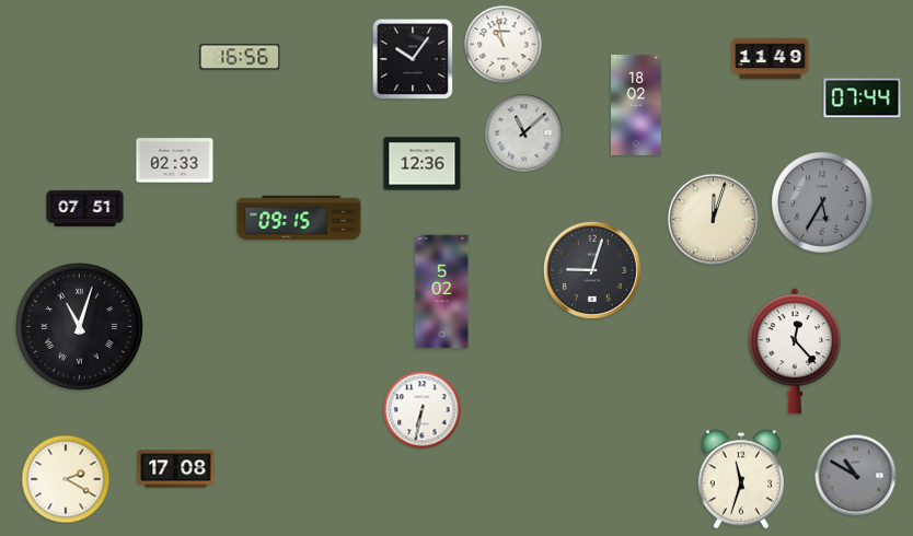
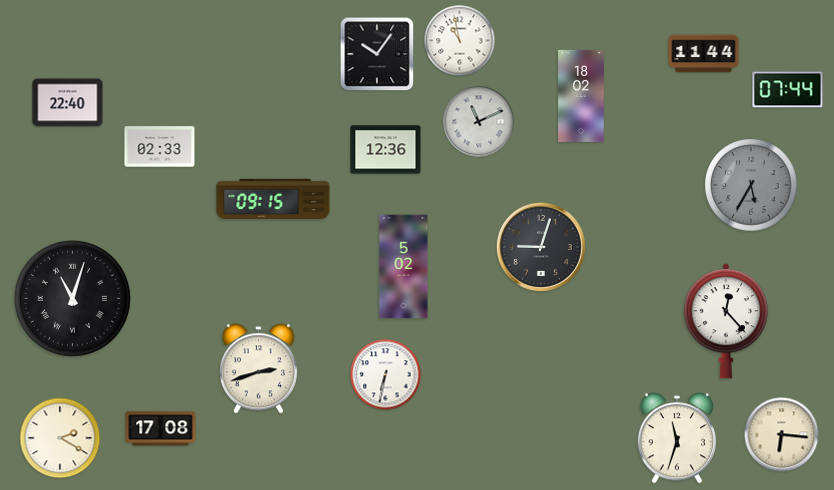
clock at (240, 57): 16:56 -> none
clock at (771, 59): 11:49 -> 11:44
clock at (68, 103): none -> 22:40
clock at (524, 133): 11:08 -> 11:11
clock at (85, 208): 07:51 -> none
clock at (714, 220): 12:03 -> none
clock at (258, 369): none -> 2:42
clock at (856, 476): 10:50 -> 6:16
clock at (856, 476) dial: grey -> cream
